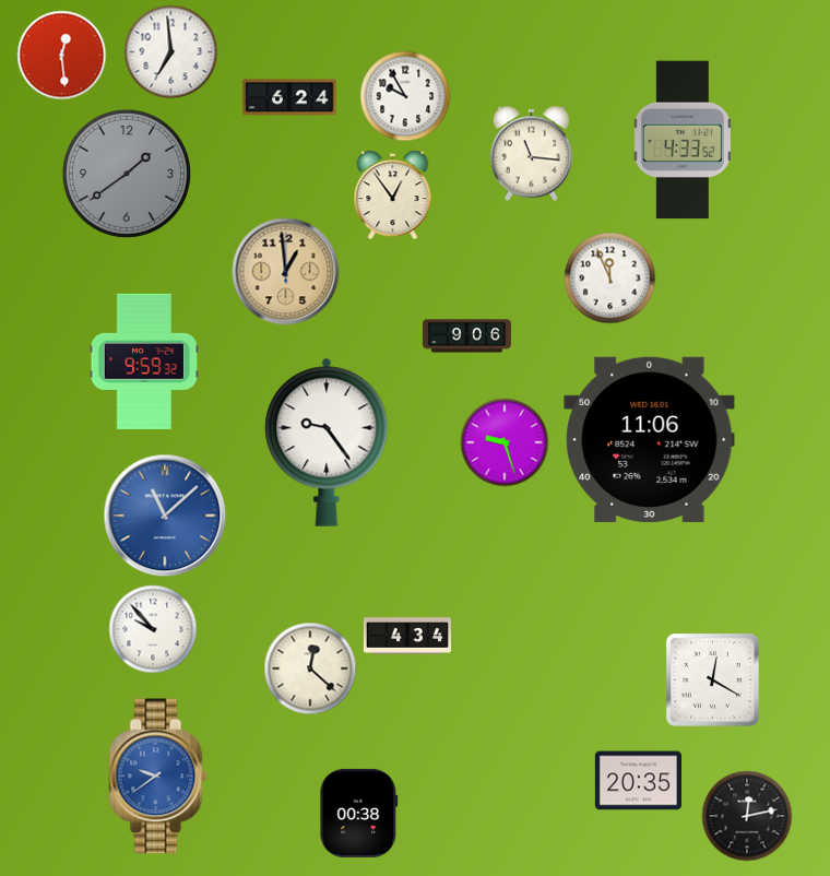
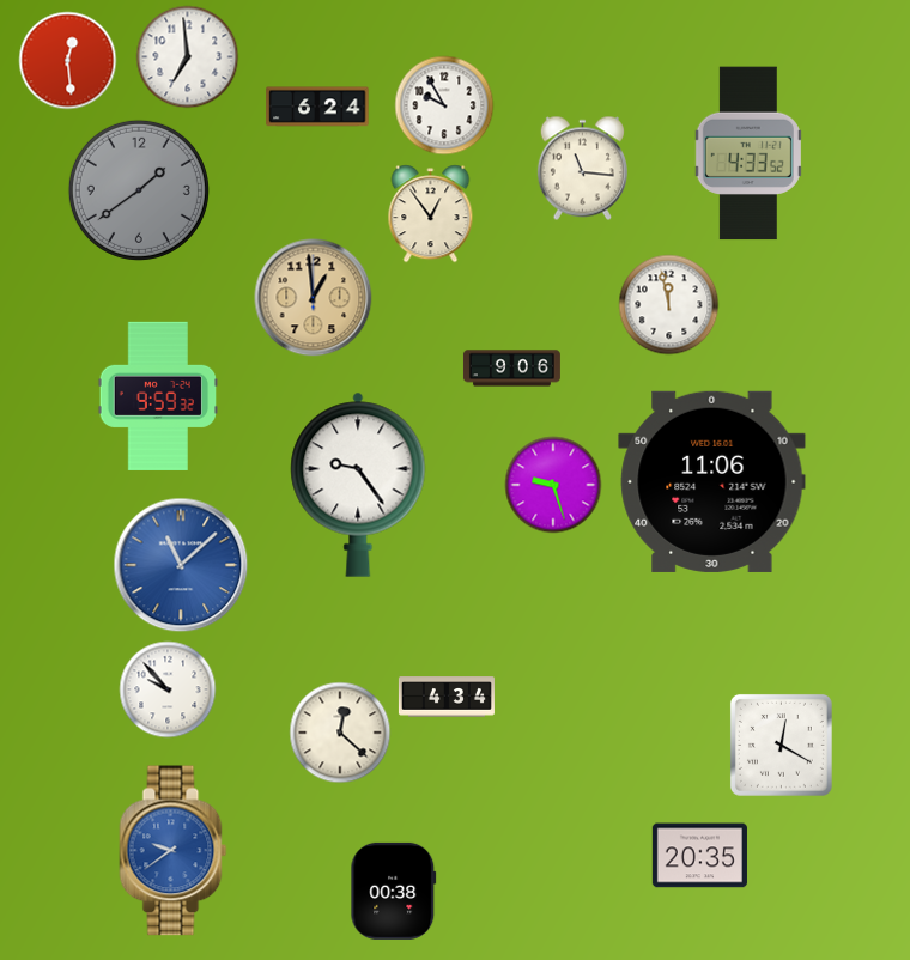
clock at (610, 279): 11:56 -> 11:58
clock at (747, 816): 12:13 -> none
